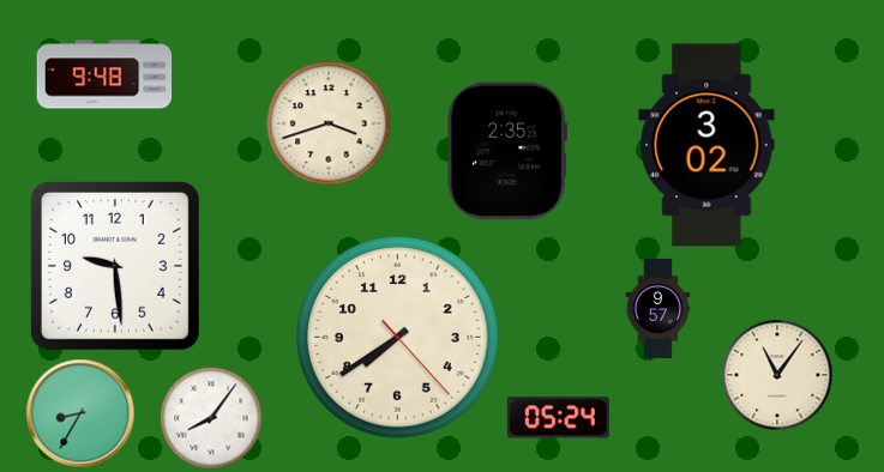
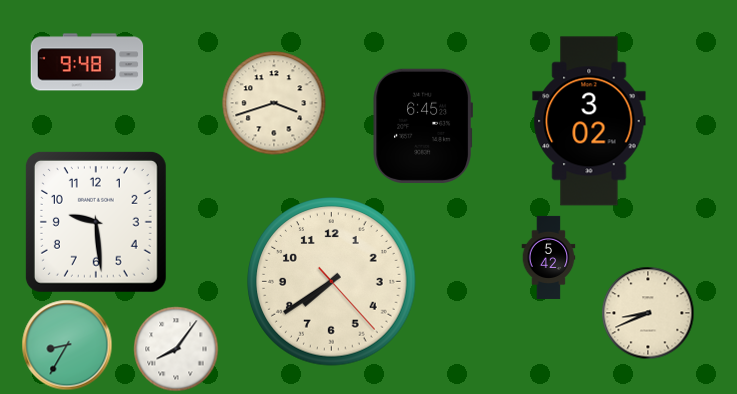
clock at (506, 151): 2:35 -> 6:45
clock at (659, 308): 9:57 -> 5:42
clock at (777, 375): 11:06 -> 8:41
clock at (558, 418): 05:24 -> none
